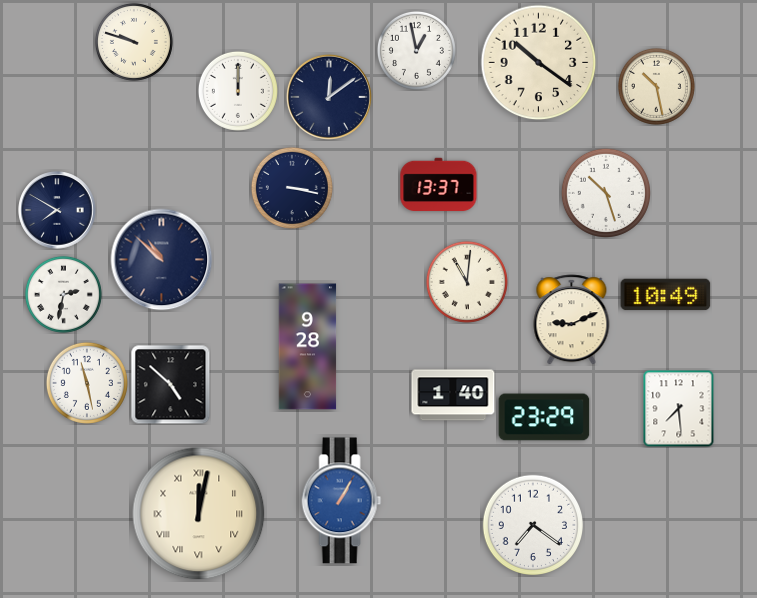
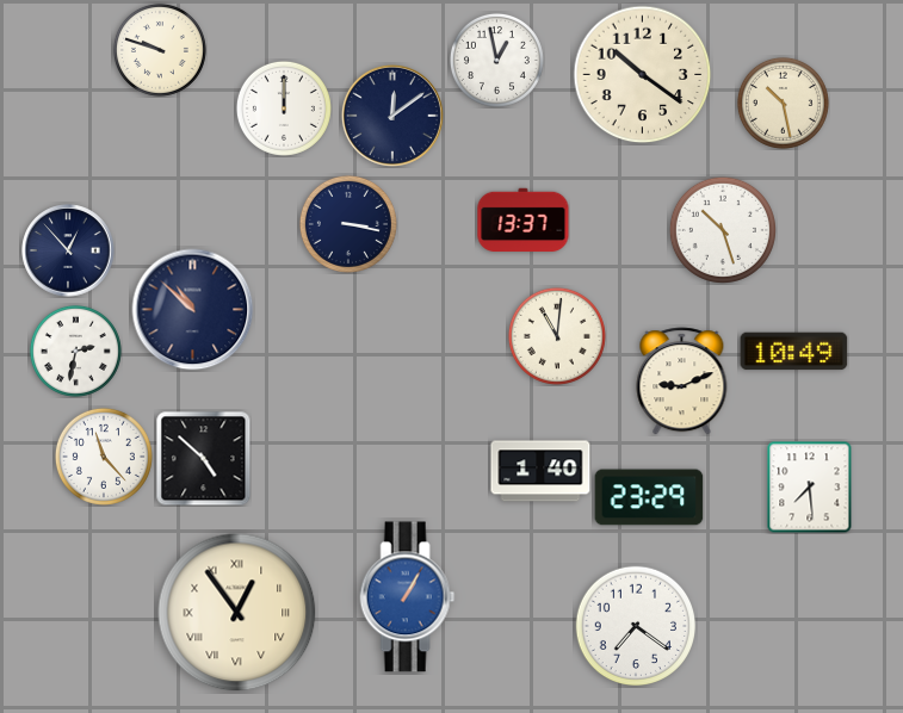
clock at (57, 210): 7:50 -> 12:53
clock at (308, 347): 9:28 -> none
clock at (87, 383): 11:28 -> 11:23
clock at (199, 514): 12:02 -> 12:54
